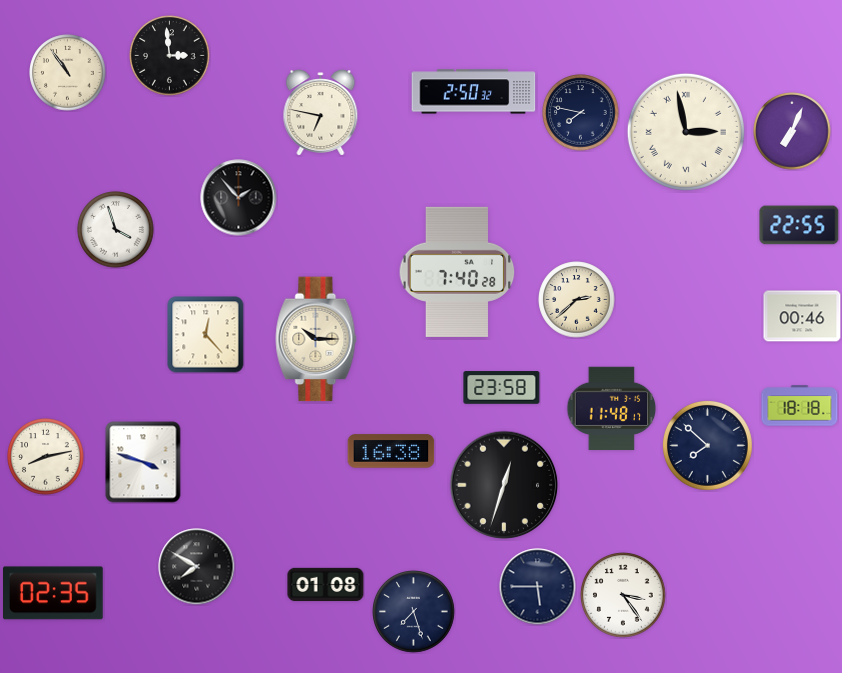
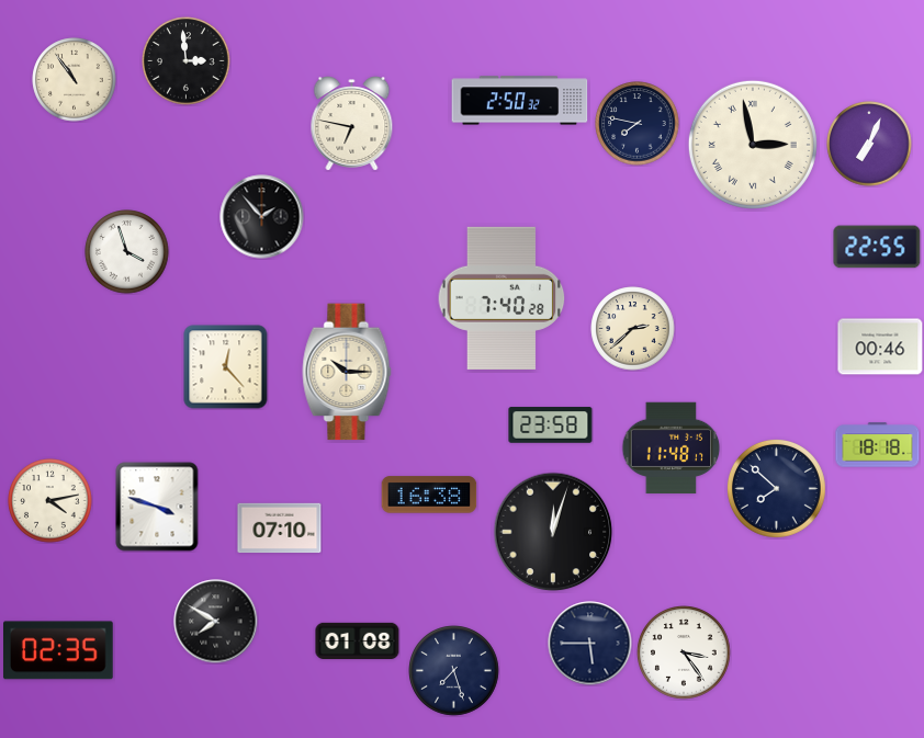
clock at (46, 457): 8:13 -> 4:13
clock at (280, 529): none -> 07:10
clock at (504, 485): 12:33 -> 12:03
